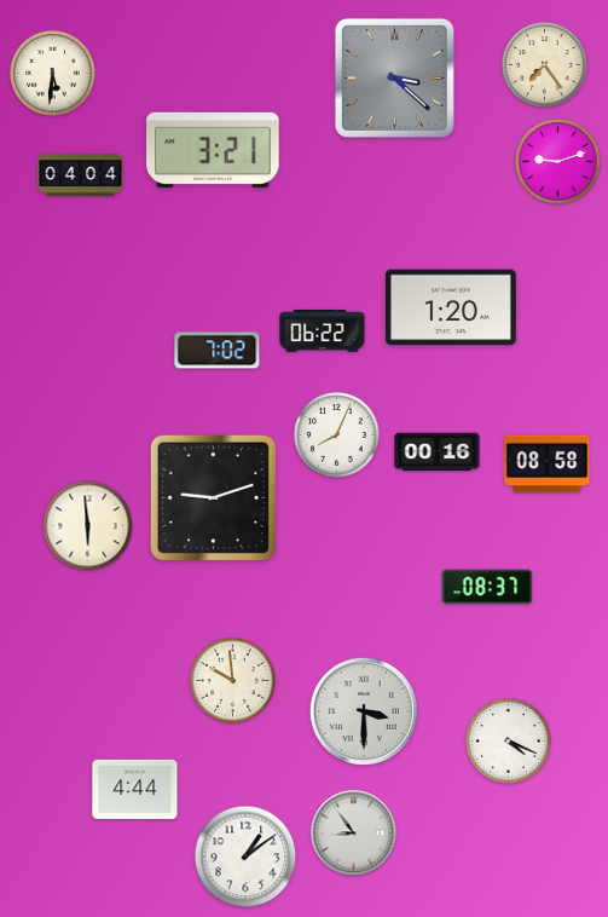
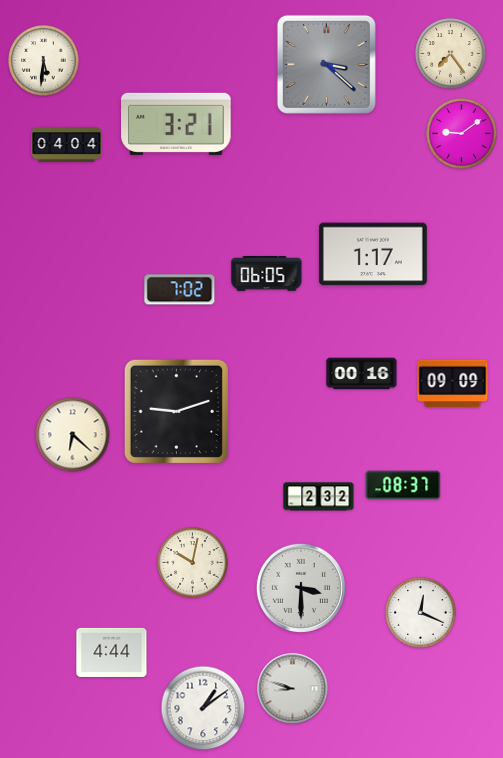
clock at (558, 162): 9:12 -> 9:09
clock at (451, 307): 1:20 -> 1:17
clock at (323, 330): 06:22 -> 06:05
clock at (337, 436): 8:04 -> none
clock at (548, 465): 08:58 -> 09:09
clock at (88, 526): 5:59 -> 6:22
clock at (319, 497): none -> 2:32
clock at (233, 681): 9:59 -> 10:02
clock at (509, 742): 4:19 -> 12:19
clock at (354, 834): 8:54 -> 8:48
